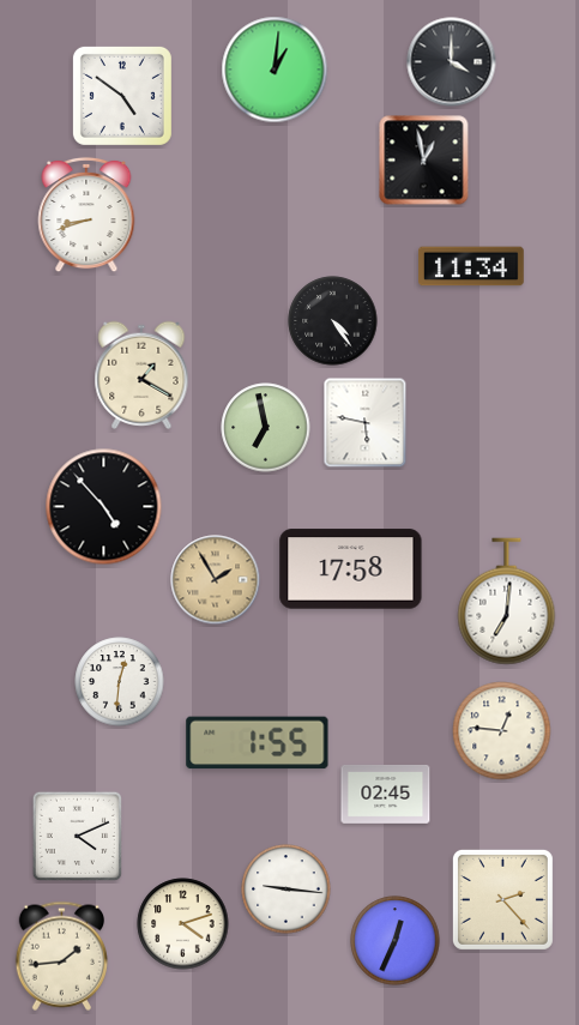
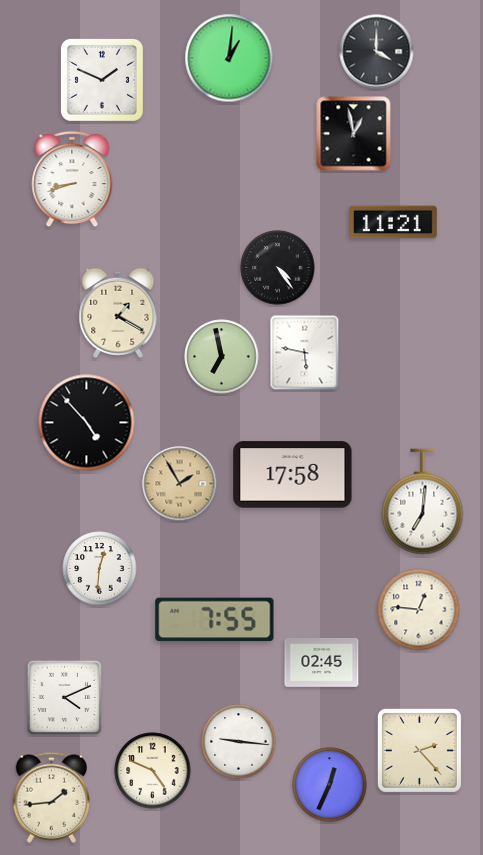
clock at (122, 96): 4:51 -> 1:49
clock at (472, 266): 11:34 -> 11:21
clock at (258, 743): 1:55 -> 7:55
clock at (183, 924): 4:12 -> 4:49
